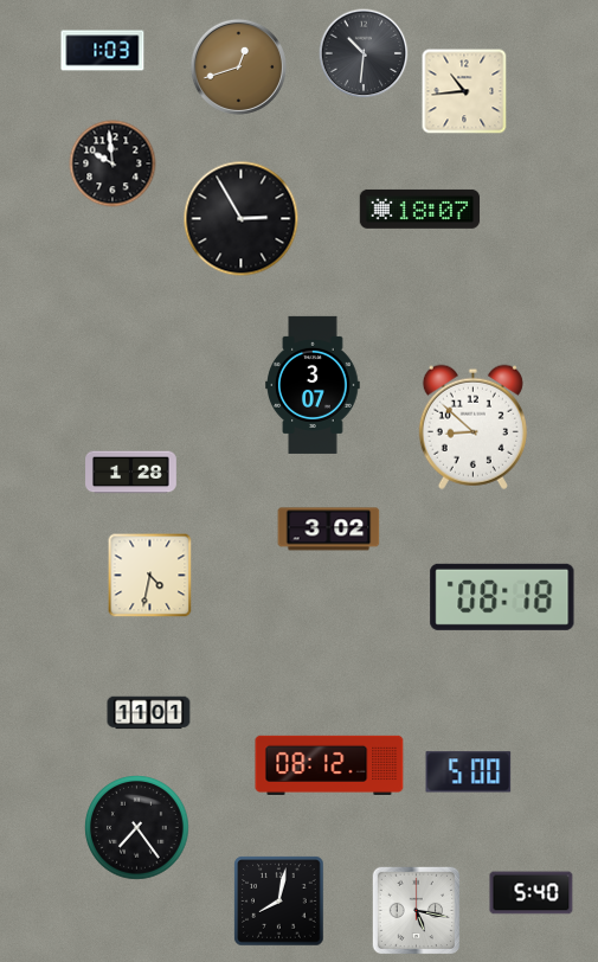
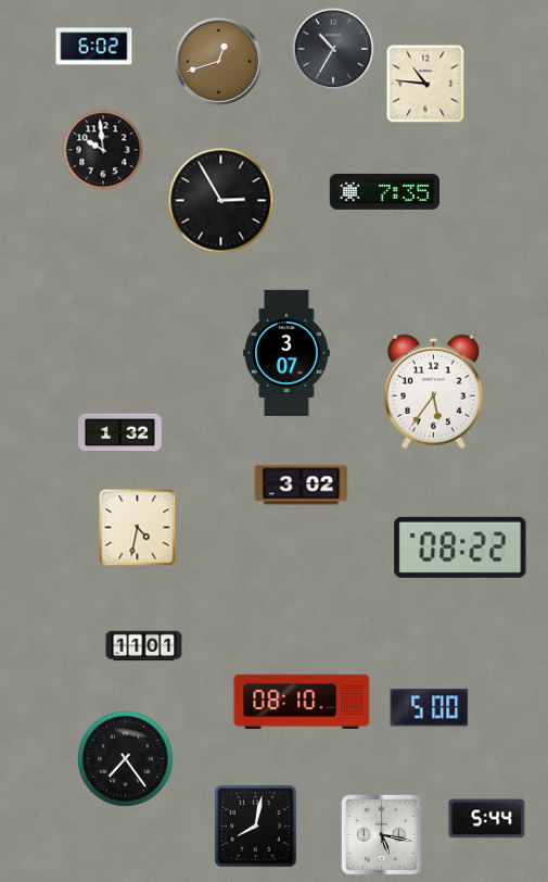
clock at (103, 51): 1:03 -> 6:02
clock at (364, 53): 10:31 -> 10:35
clock at (464, 91): 10:44 -> 10:46
clock at (420, 209): 18:07 -> 7:35
clock at (472, 427): 8:52 -> 5:36
clock at (131, 473): 1:28 -> 1:32
clock at (502, 597): 08:18 -> 08:22
clock at (149, 713) position: (149, 713) -> (144, 646)
clock at (329, 765): 08:12 -> 08:10
clock at (532, 893): 5:40 -> 5:44
